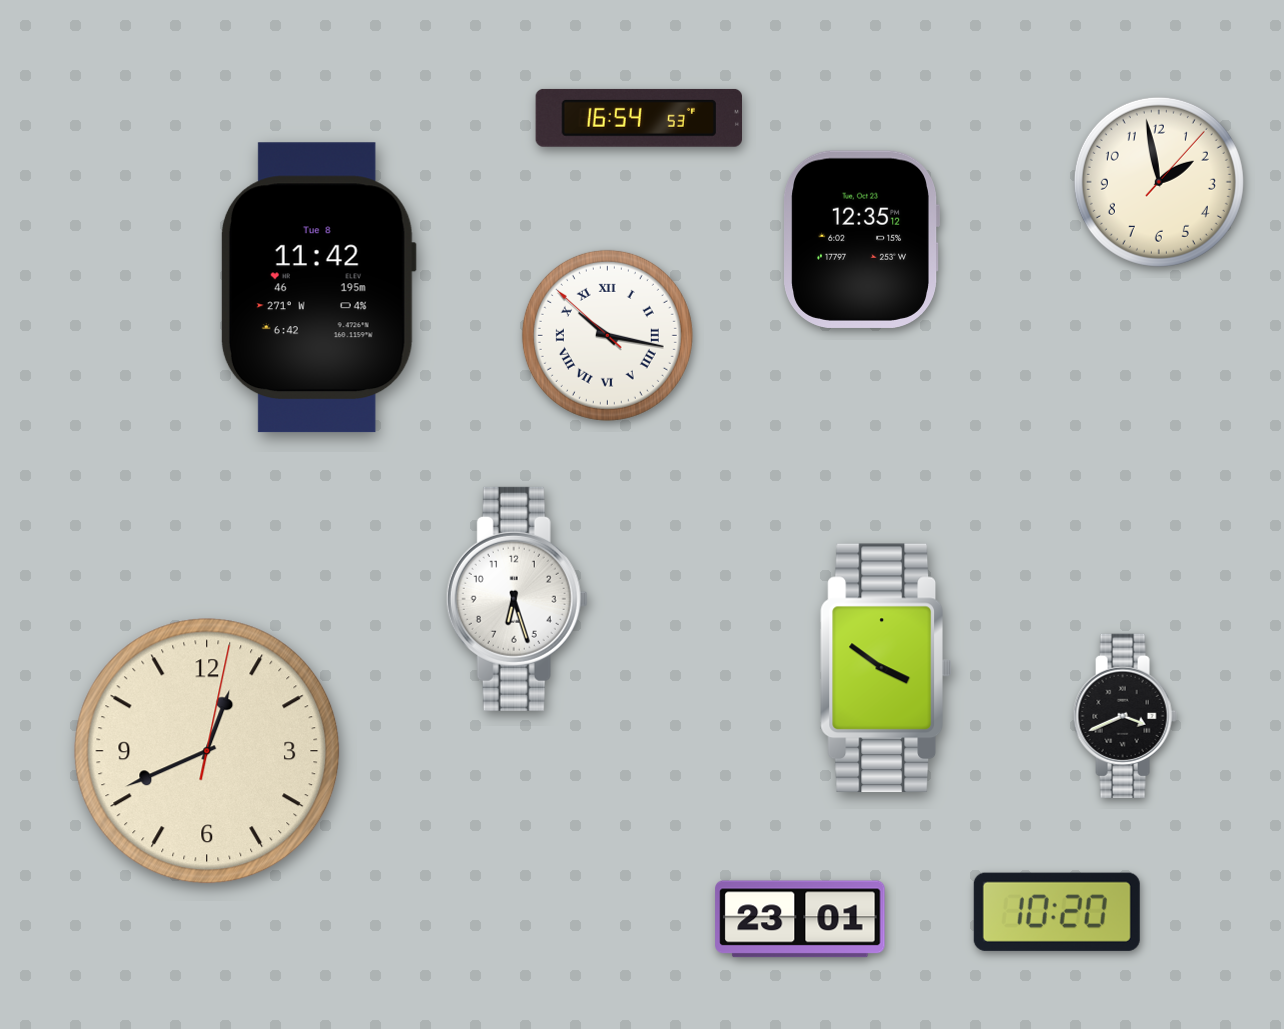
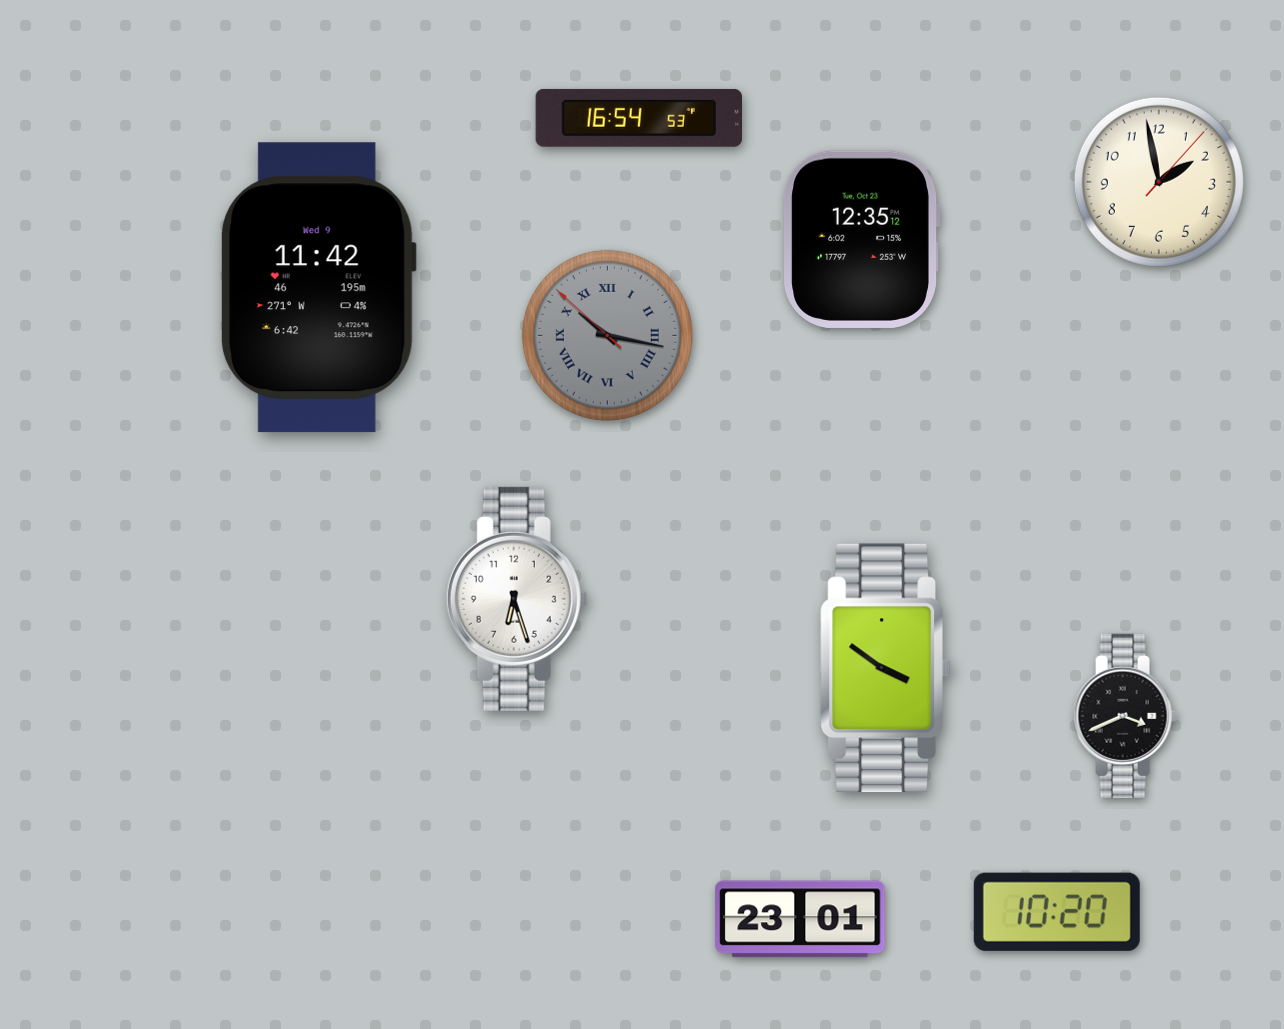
clock at (318, 288) date: Tue 8 -> Wed 9
clock at (607, 335) dial: white -> grey
clock at (207, 751): 12:41 -> none
